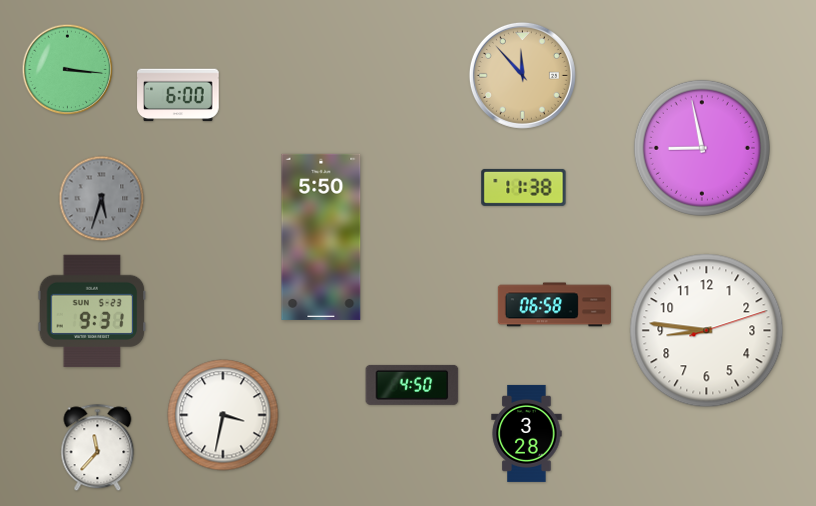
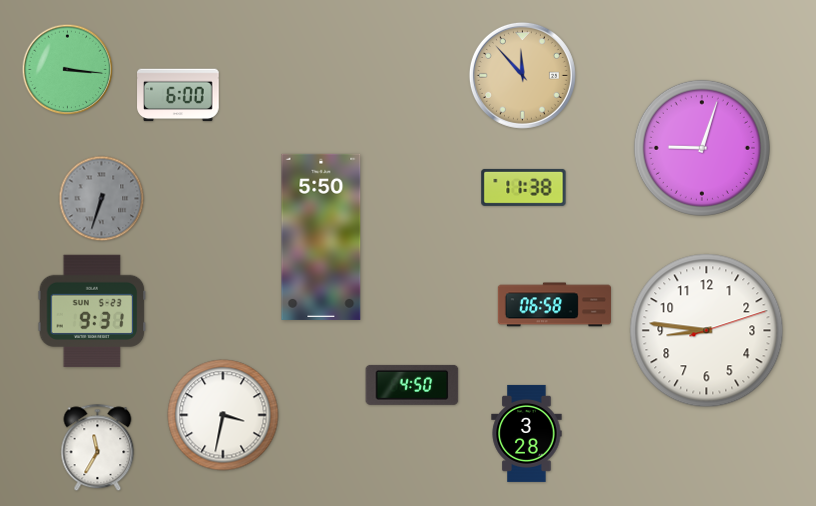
clock at (702, 148): 8:58 -> 9:03
clock at (102, 199): 5:33 -> 6:33
clock at (98, 448): 11:37 -> 11:35
